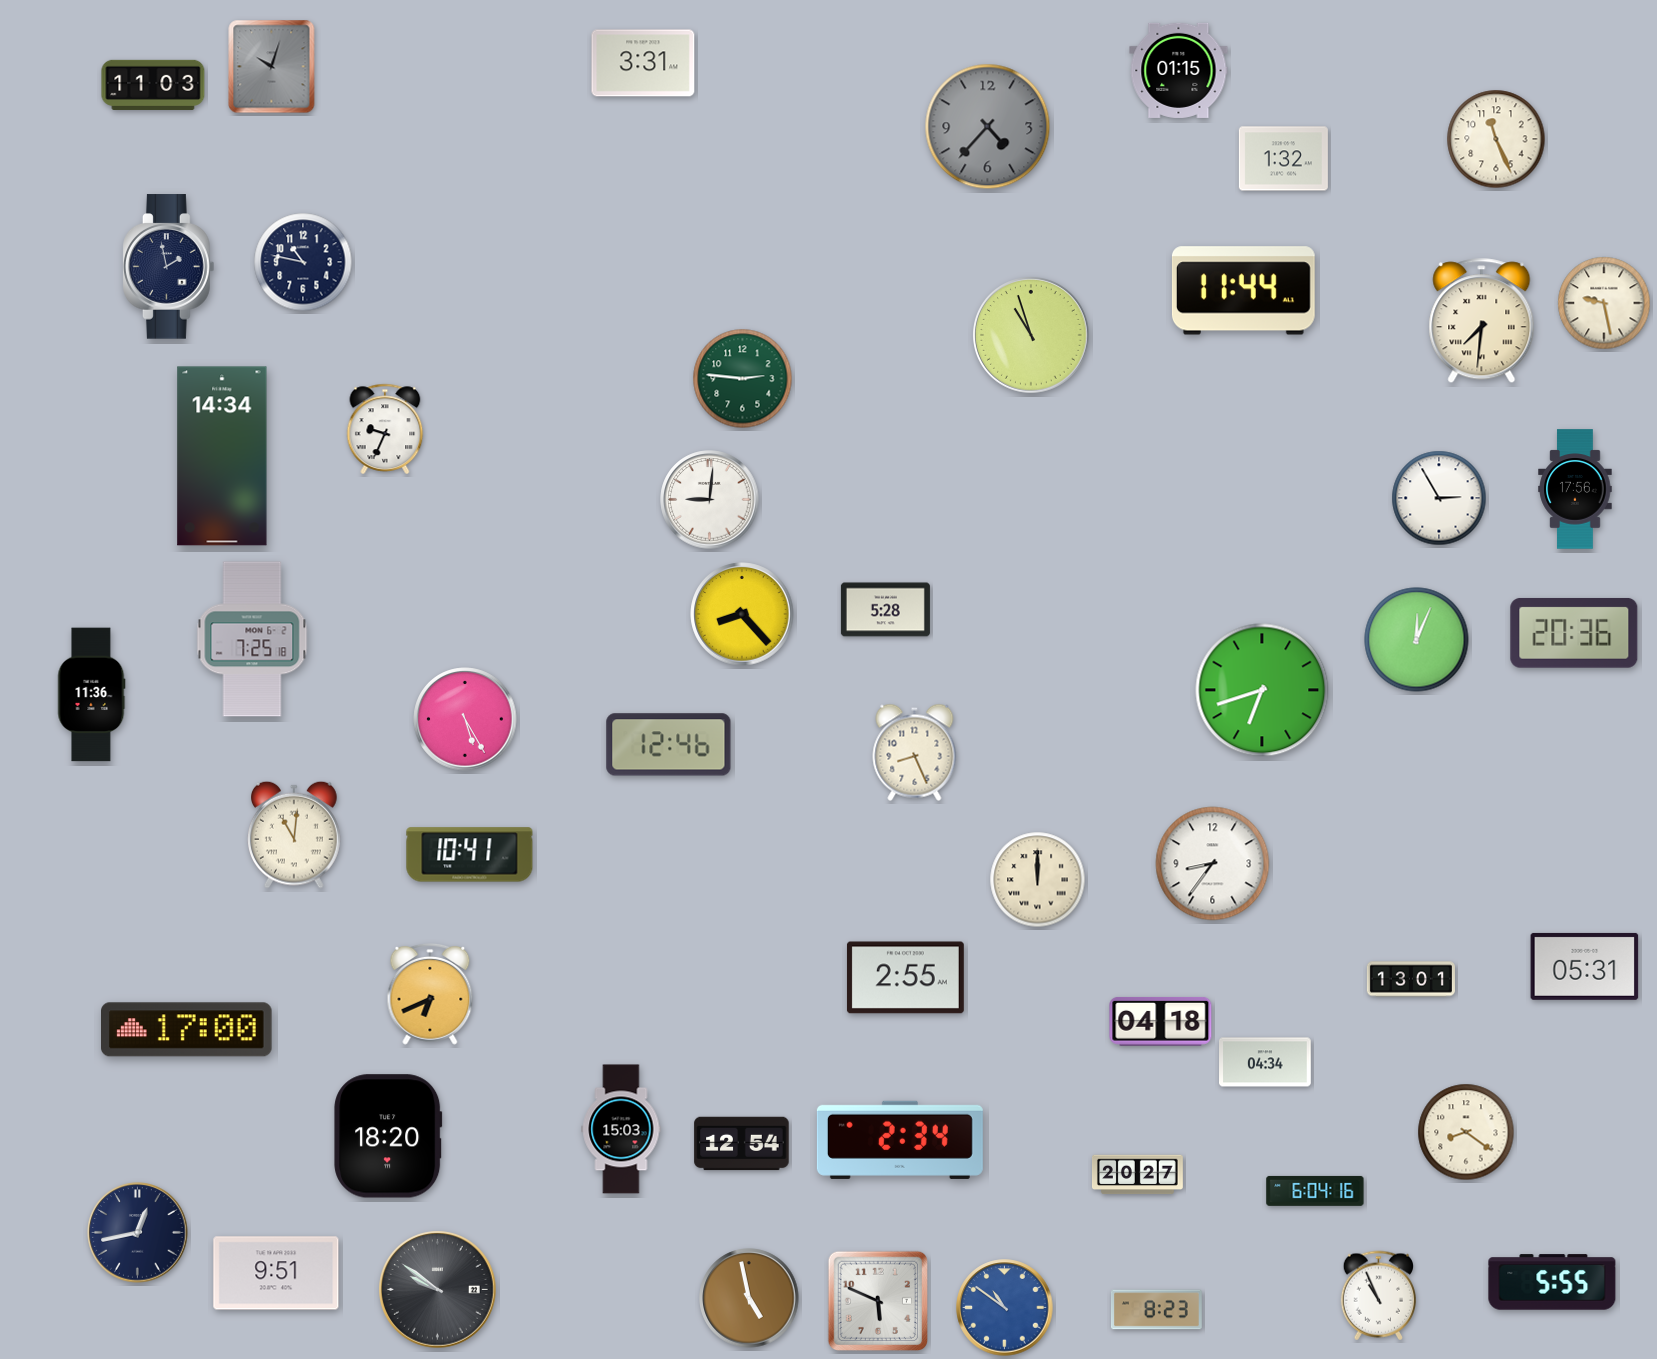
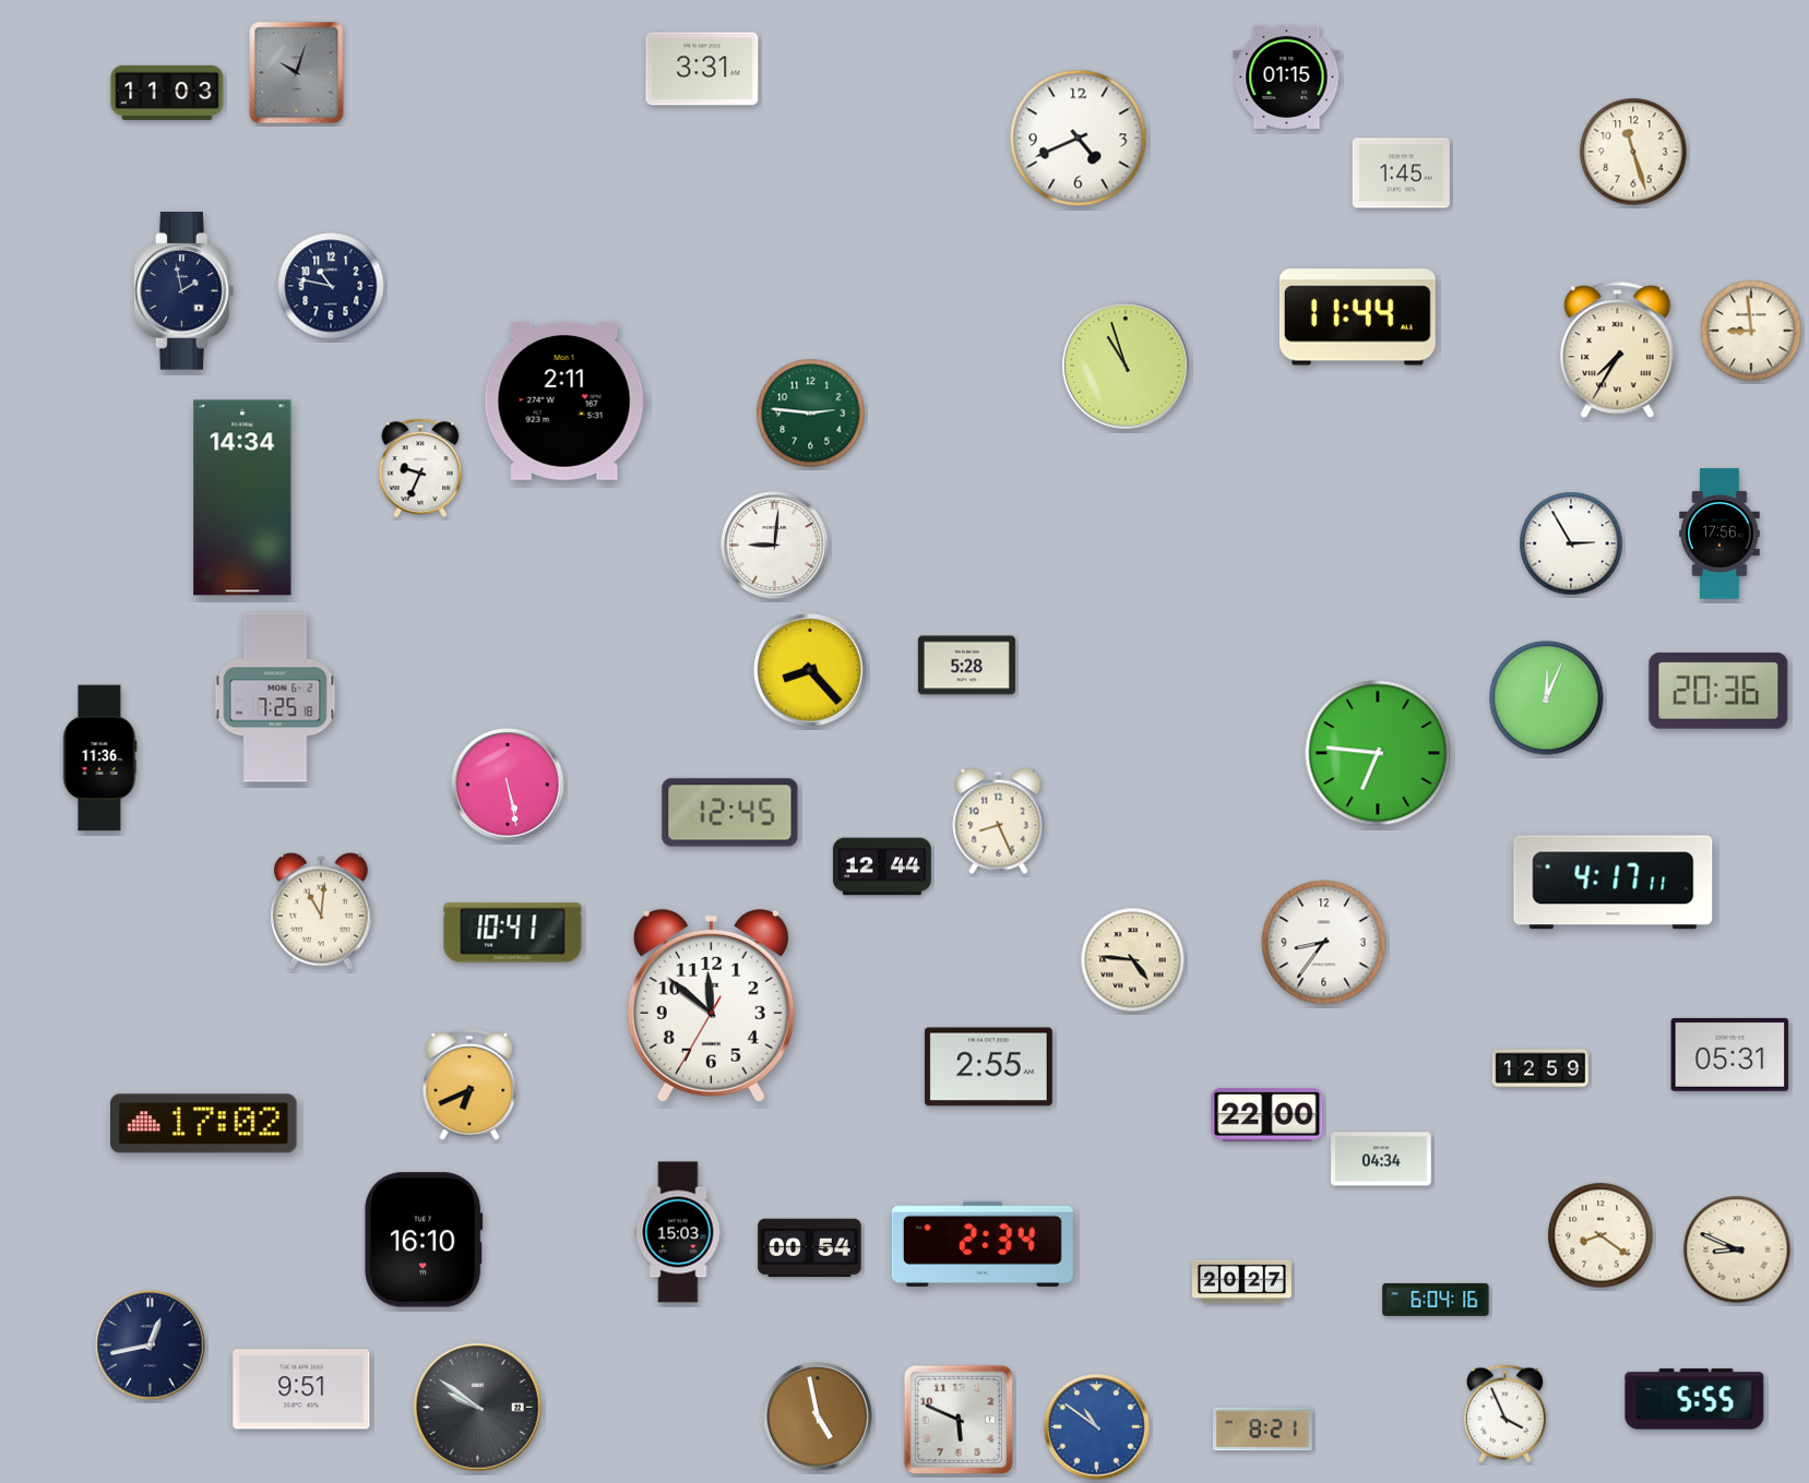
clock at (988, 127): 4:37 -> 4:41
clock at (988, 127) dial: grey -> white
clock at (1496, 139): 11:26 -> 11:27
clock at (1283, 159): 1:32 -> 1:45
clock at (1604, 303): 9:28 -> 8:59
clock at (1482, 321): 7:31 -> 7:35
clock at (564, 402): none -> 2:11
clock at (1262, 690): 6:42 -> 6:46
clock at (465, 719): 5:25 -> 5:28
clock at (669, 745): 12:46 -> 12:45
clock at (882, 866): none -> 12:44
clock at (1614, 883): none -> 4:17
clock at (1038, 880): 12:00 -> 4:46
clock at (711, 1005): none -> 11:51
clock at (1411, 979): 13:01 -> 12:59
clock at (1161, 1021): 04:18 -> 22:00
clock at (187, 1030): 17:00 -> 17:02
clock at (388, 1136): 18:20 -> 16:10
clock at (742, 1144): 12:54 -> 00:54
clock at (1737, 1249): none -> 8:49
clock at (1378, 1296): 10:56 -> 3:56
clock at (1156, 1310): 8:23 -> 8:21
